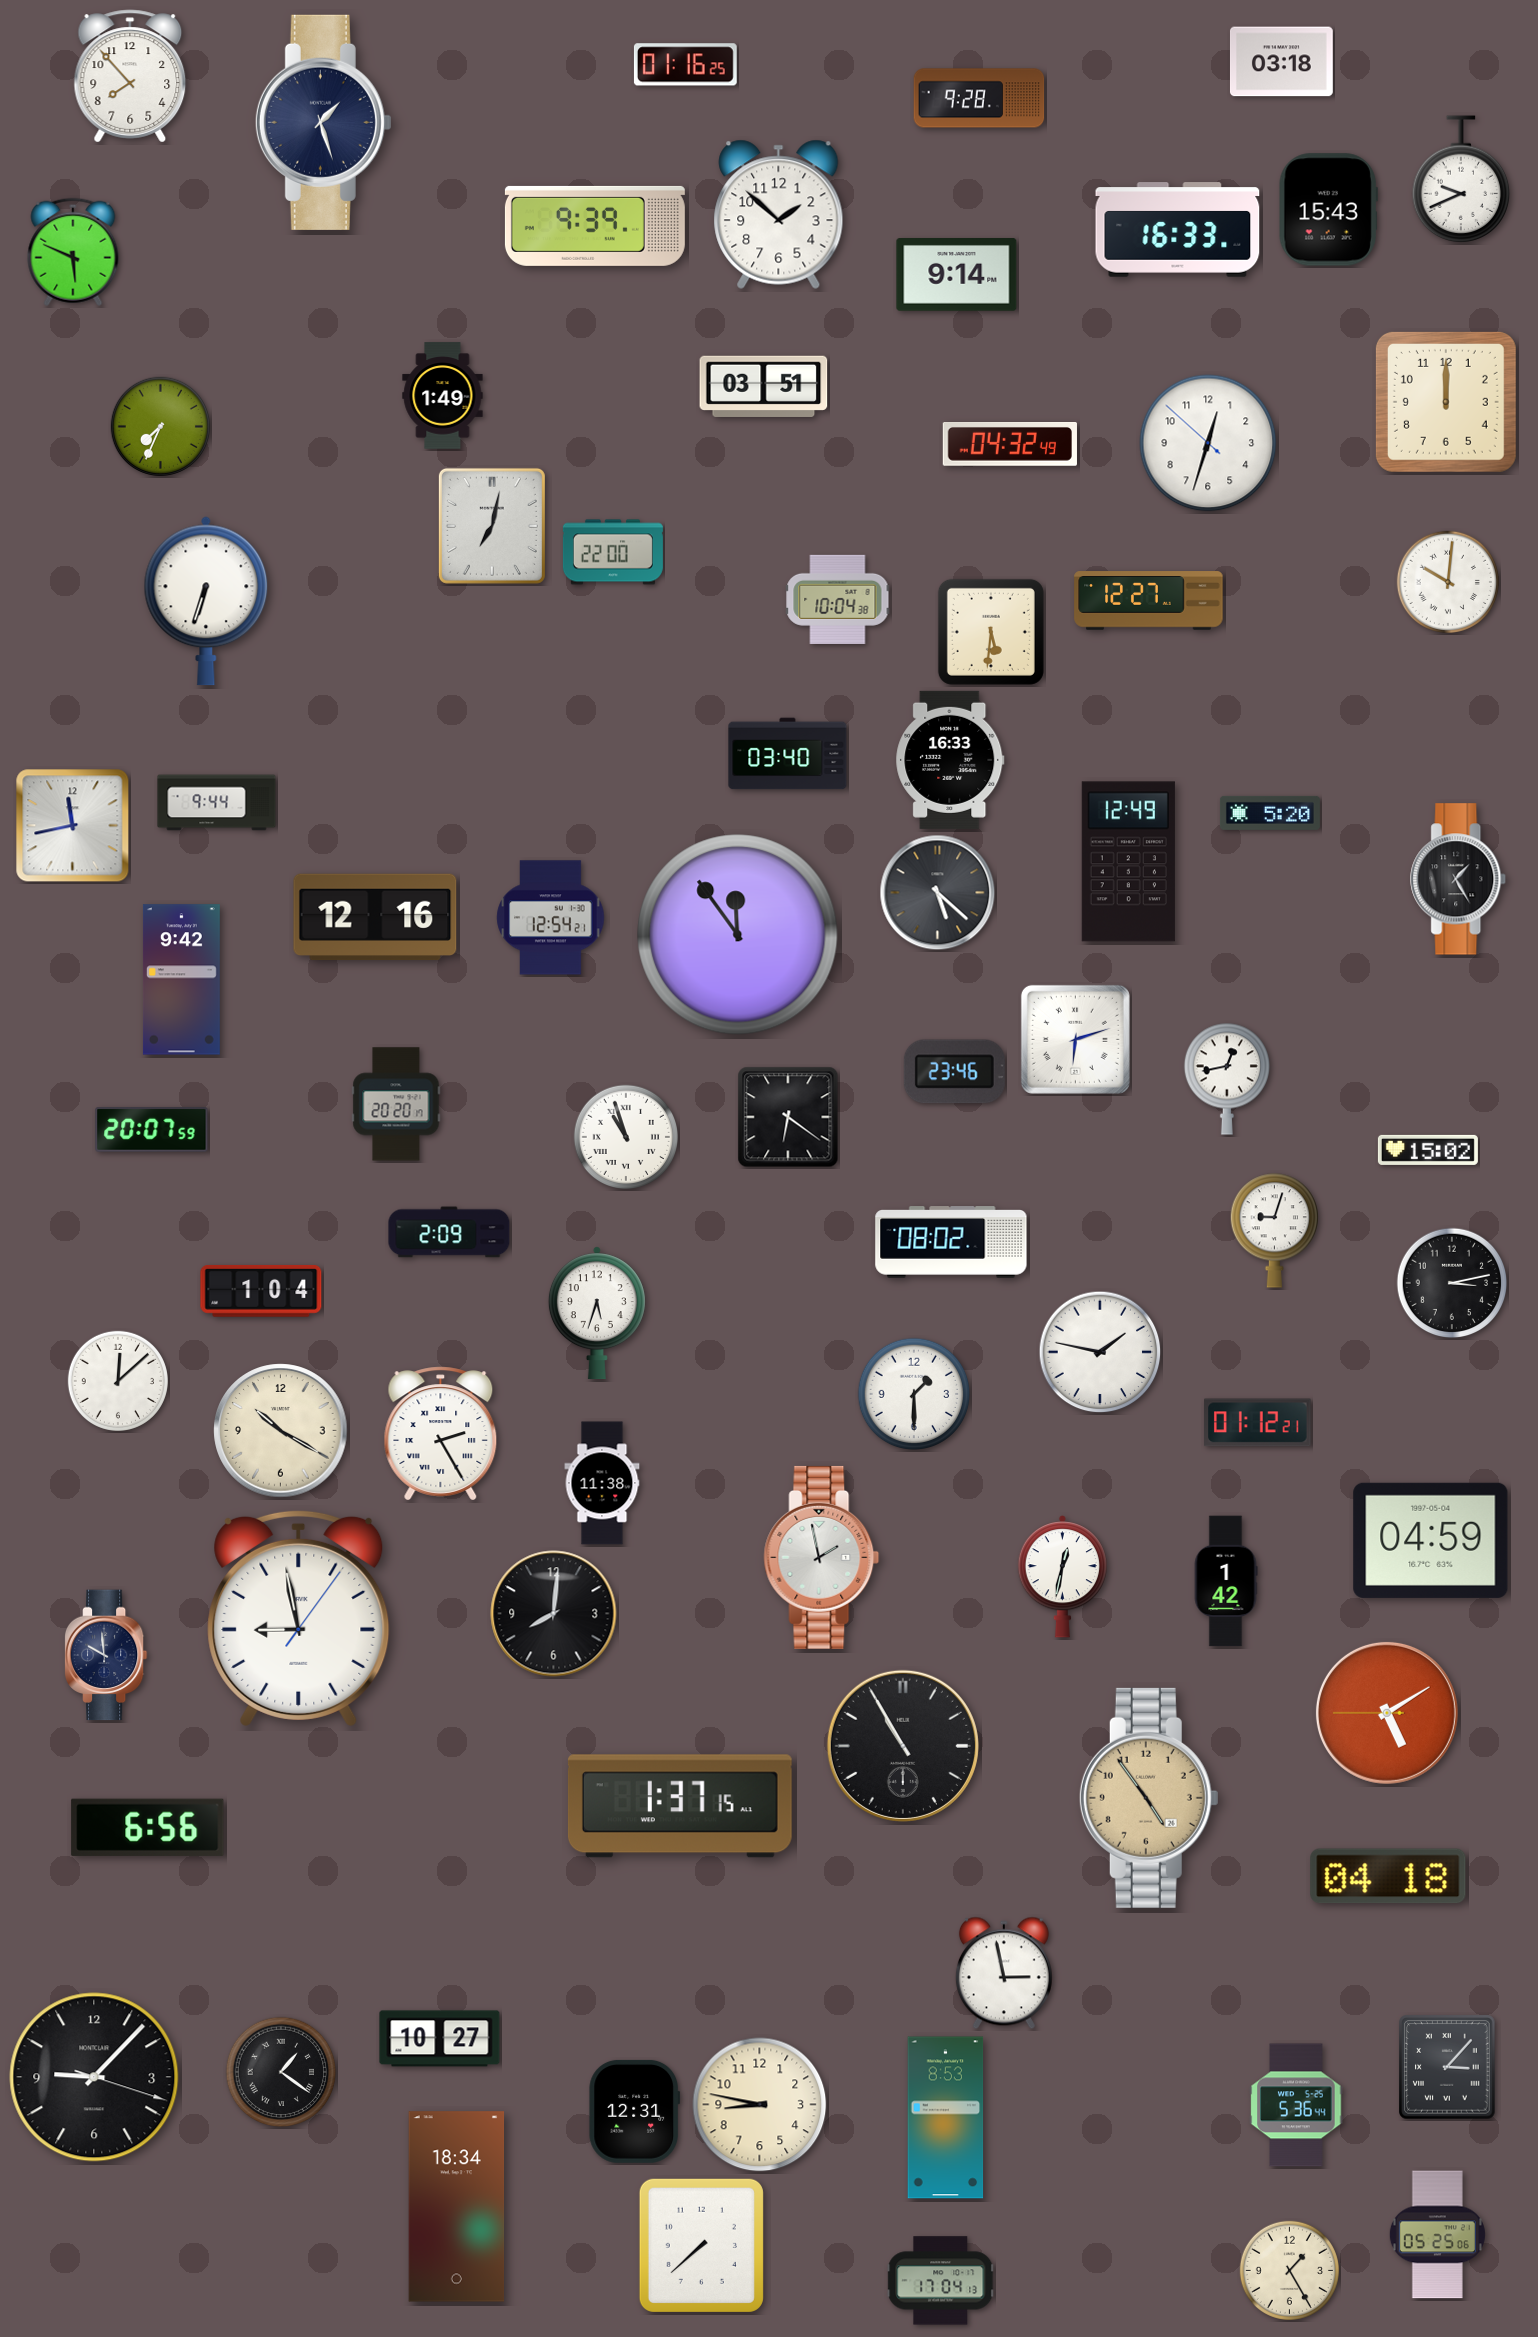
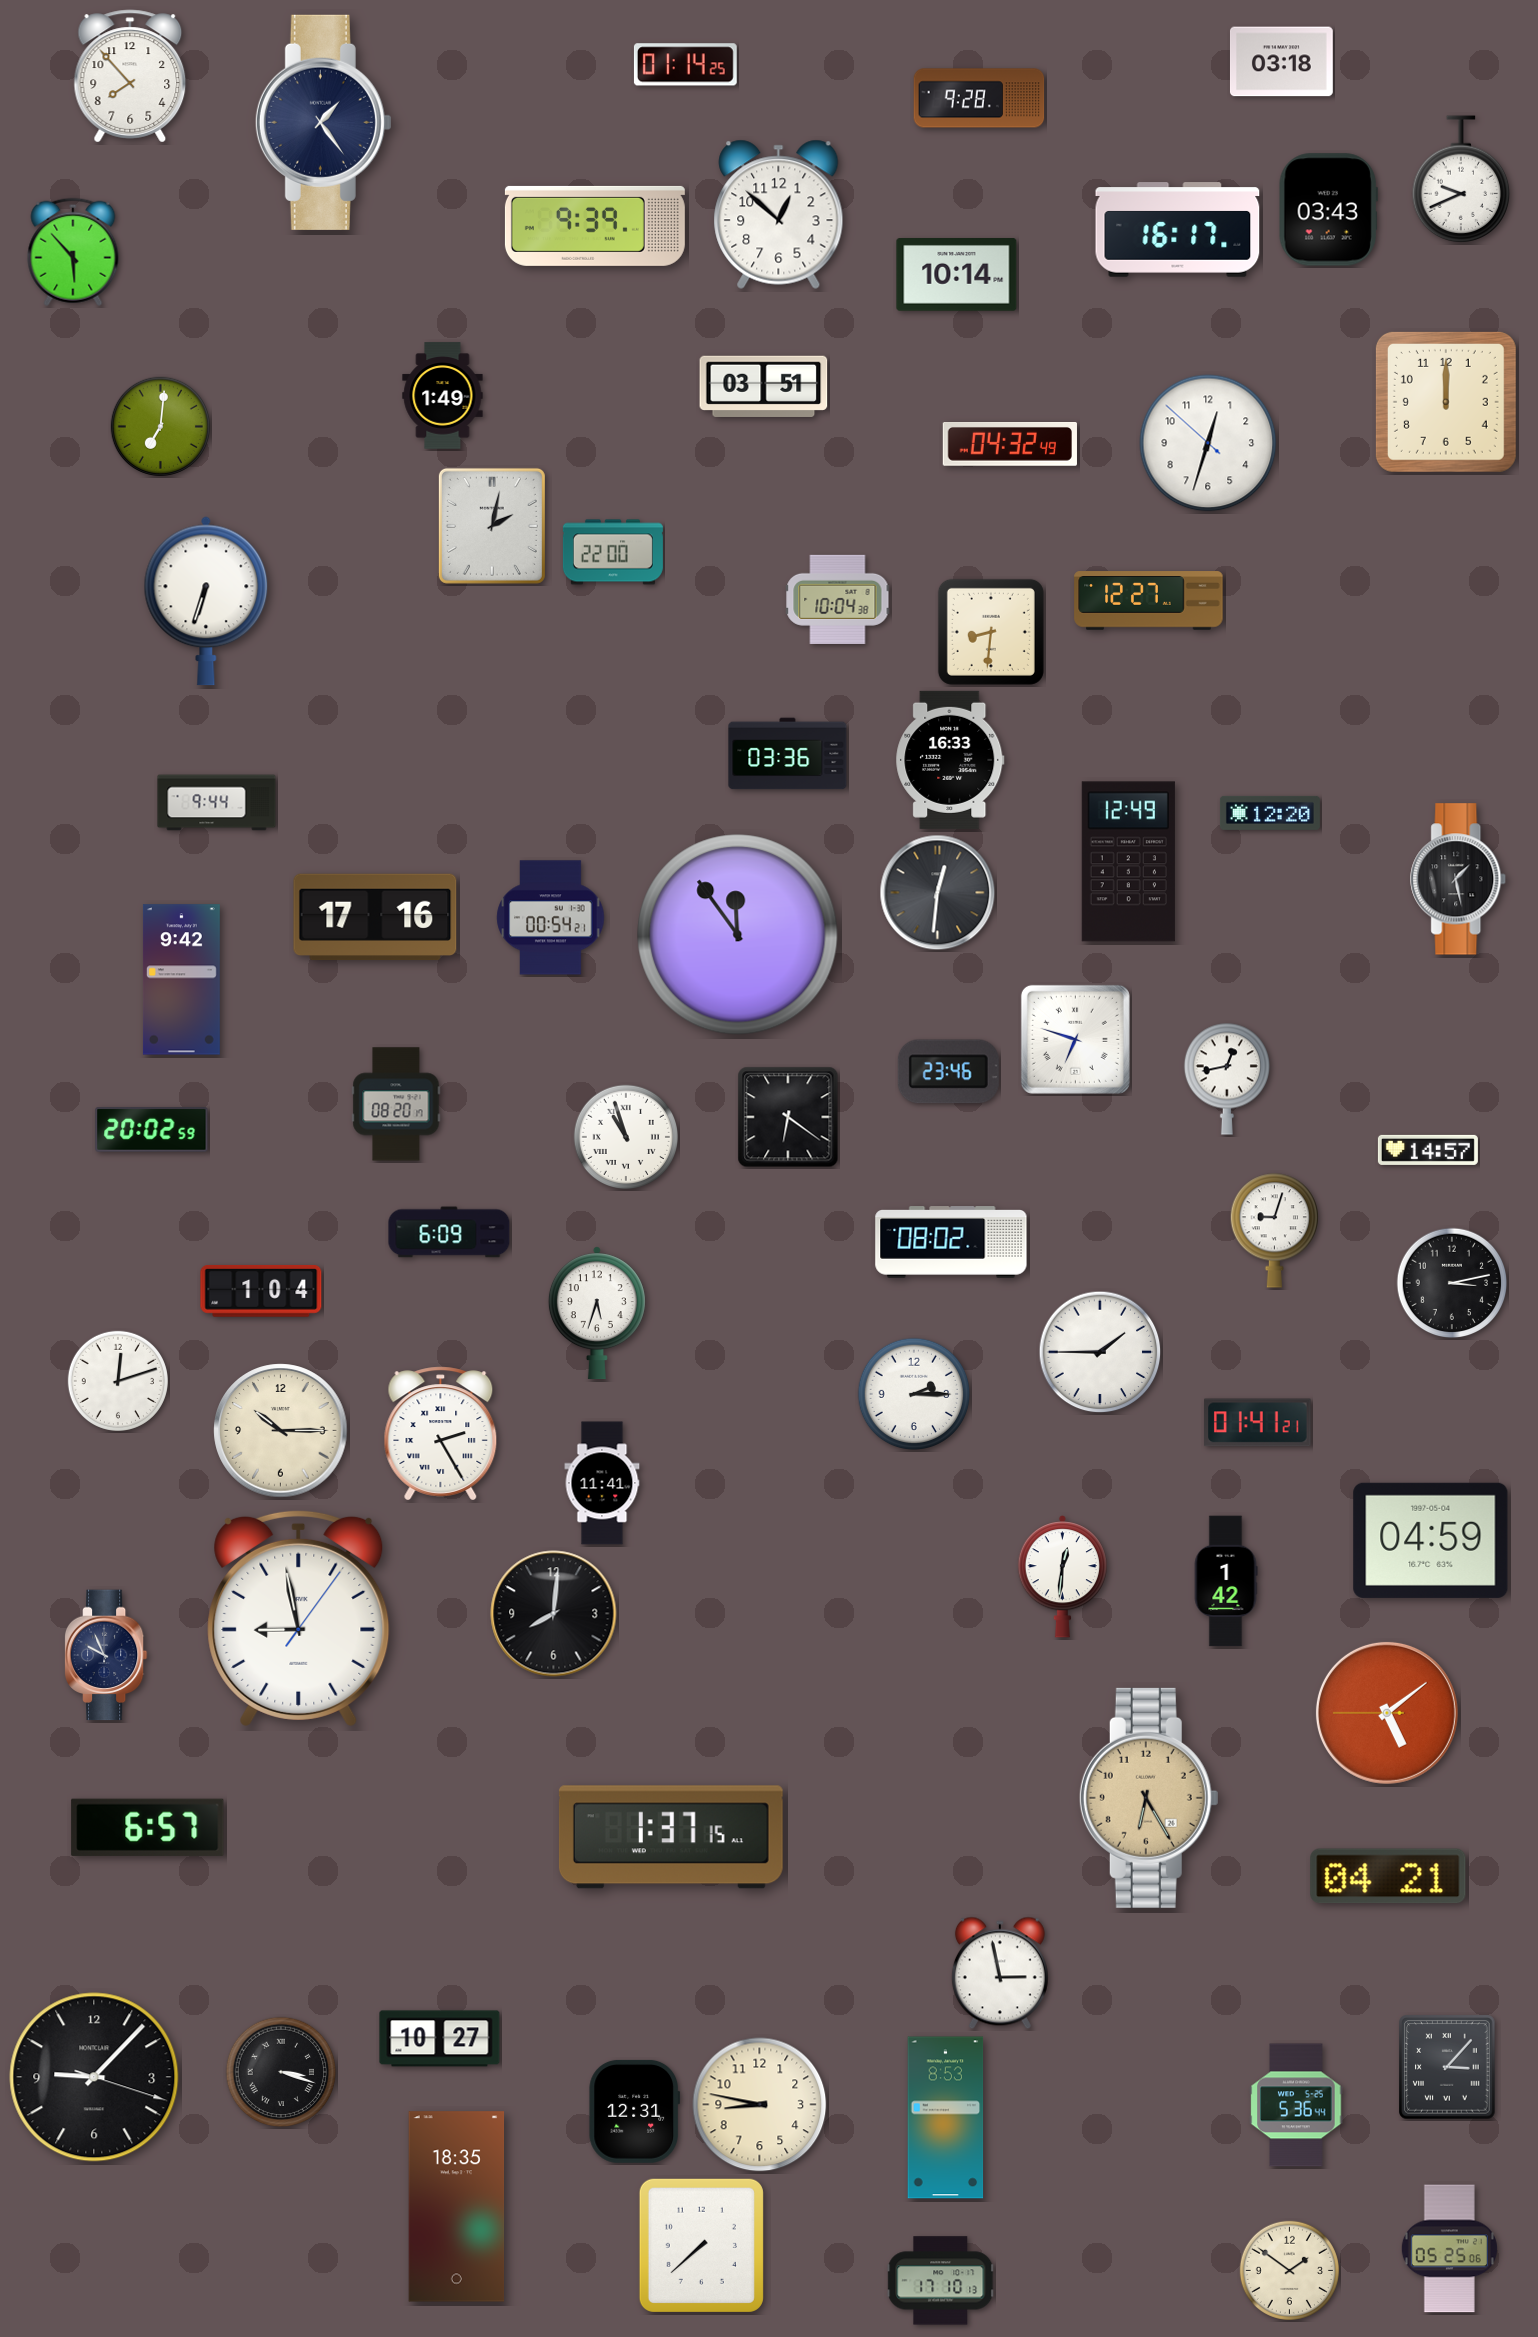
clock at (685, 65): 01:16 -> 01:14
clock at (323, 122): 1:27 -> 1:24
clock at (1328, 210): 15:43 -> 03:43
clock at (779, 214): 1:52 -> 12:52
clock at (1178, 230): 16:33 -> 16:17
clock at (73, 252): 5:49 -> 5:53
clock at (957, 275): 9:14 -> 10:14
clock at (160, 426): 7:34 -> 7:01
clock at (492, 526): 7:02 -> 2:02
clock at (1447, 581): 10:01 -> none
clock at (991, 632): 5:31 -> 8:31
clock at (788, 754): 03:40 -> 03:36
clock at (1270, 813): 5:20 -> 12:20
clock at (73, 826): 11:43 -> none
clock at (1459, 879): 1:25 -> 1:28
clock at (938, 893): 5:22 -> 12:31
clock at (375, 917): 12:16 -> 17:16
clock at (551, 918): 12:54 -> 00:54
clock at (1075, 1039): 6:12 -> 6:48
clock at (954, 1072) position: (954, 1072) -> (948, 1072)
clock at (396, 1104): 20:20 -> 08:20
clock at (152, 1130): 20:07 -> 20:02
clock at (1428, 1150): 15:02 -> 14:57
clock at (449, 1232): 2:09 -> 6:09
clock at (1100, 1352): 1:47 -> 1:45
clock at (118, 1381): 12:08 -> 12:12
clock at (914, 1394): 1:30 -> 2:15
clock at (1258, 1423): 01:12 -> 01:41
clock at (281, 1431): 10:20 -> 10:15
clock at (602, 1483): 11:38 -> 11:41
clock at (822, 1557): 1:58 -> none
clock at (1062, 1577): 12:32 -> 12:31
clock at (106, 1655): 9:59 -> 9:56
clock at (1387, 1713): 5:09 -> 5:08
clock at (903, 1746): 10:55 -> none
clock at (1149, 1798): 4:54 -> 6:25
clock at (680, 1806) position: (680, 1806) -> (671, 1837)
clock at (148, 1827): 6:56 -> 6:57
clock at (1388, 1876): 04:18 -> 04:21
clock at (1004, 1973) position: (1004, 1973) -> (1000, 1973)
clock at (281, 2072): 1:21 -> 3:18
clock at (457, 2207): 18:34 -> 18:35
clock at (1437, 2235) position: (1437, 2235) -> (1449, 2249)
clock at (1289, 2270): 1:25 -> 1:51
clock at (941, 2281): 17:04 -> 17:10
